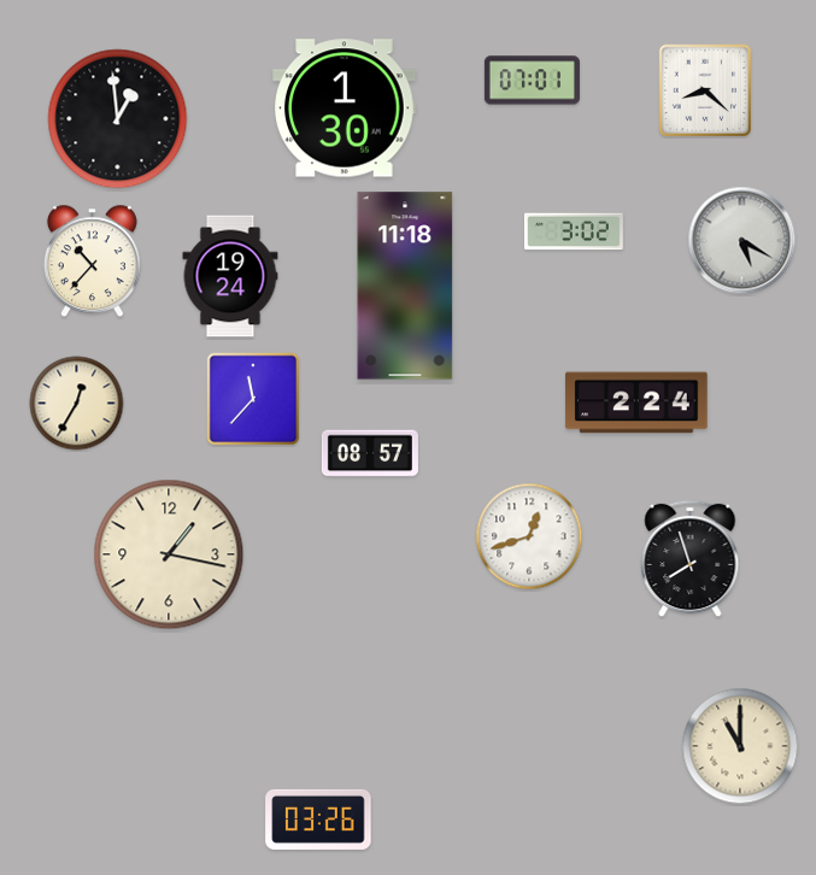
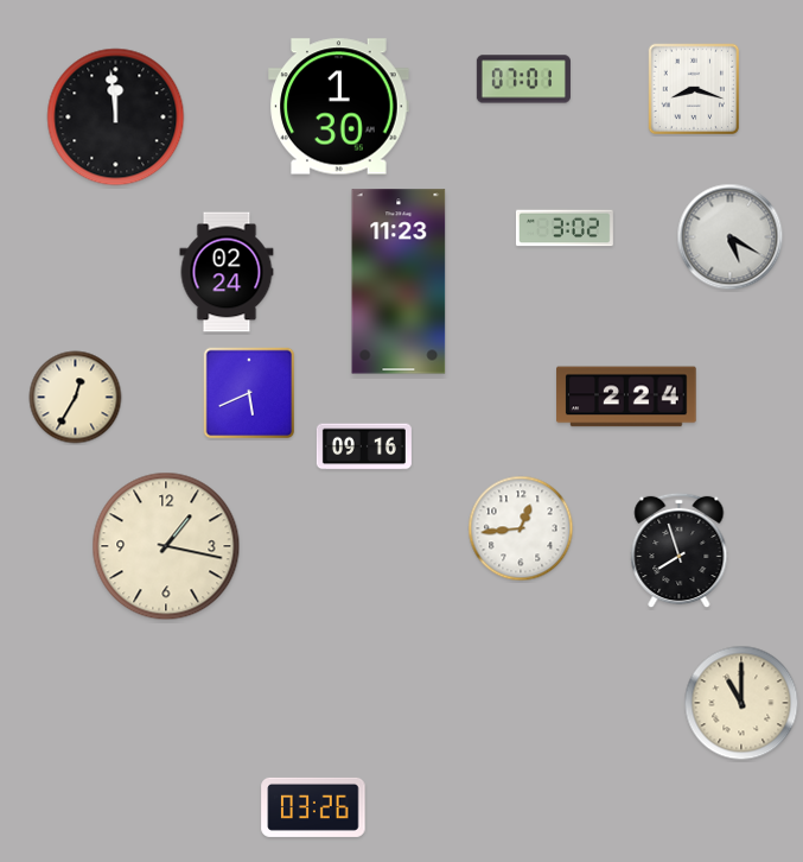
clock at (705, 90): 8:22 -> 8:18
clock at (118, 119): 12:59 -> 11:59
clock at (92, 262): 10:37 -> none
clock at (230, 276): 19:24 -> 02:24
clock at (405, 286): 11:18 -> 11:23
clock at (253, 399): 11:37 -> 5:41
clock at (370, 453): 08:57 -> 09:16
clock at (529, 536): 12:42 -> 12:44
clock at (740, 746) position: (740, 746) -> (741, 703)
